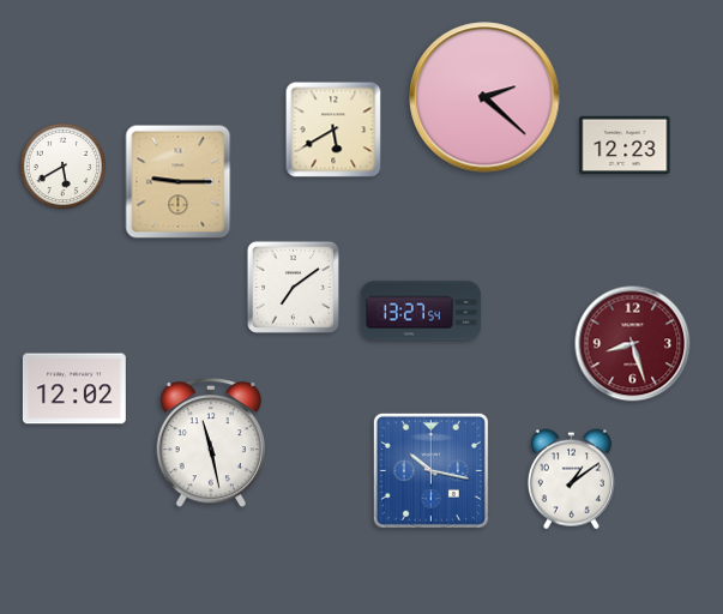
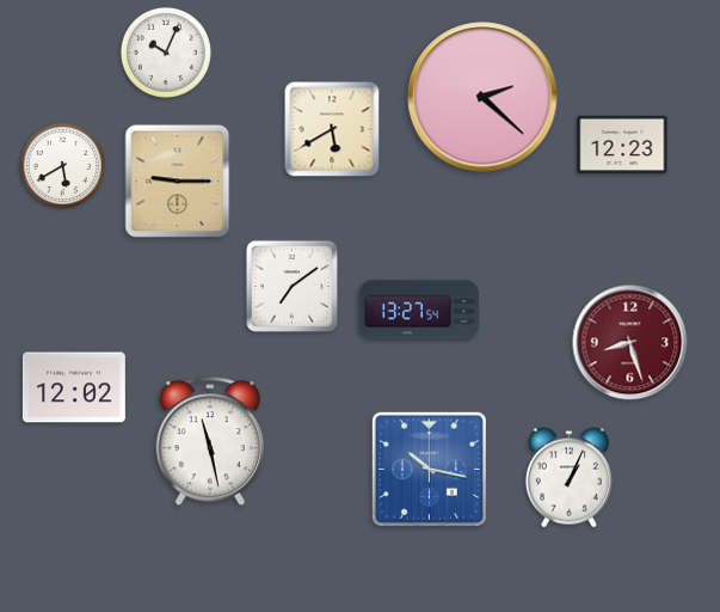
clock at (166, 53): none -> 10:04
clock at (571, 480): 1:09 -> 1:04
